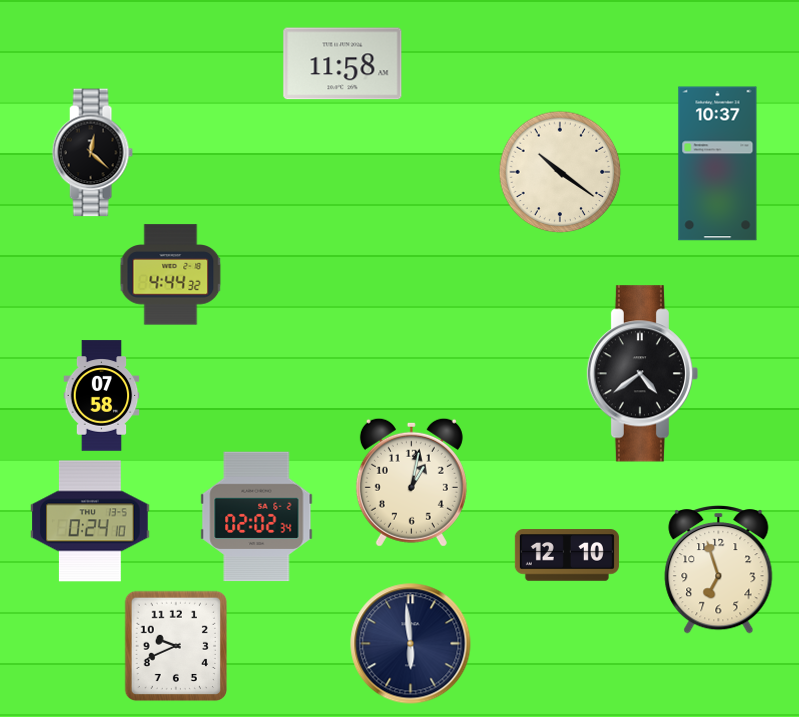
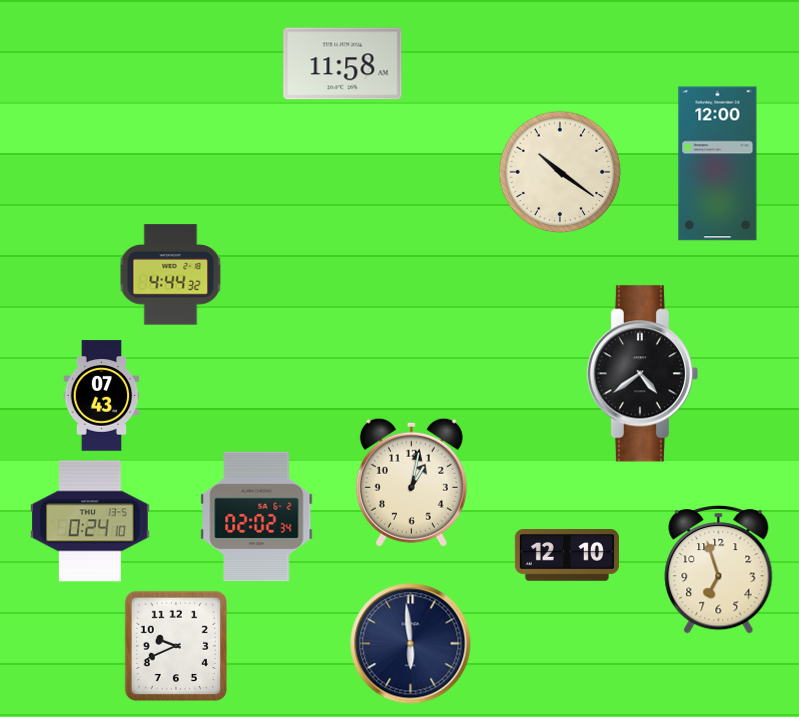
clock at (92, 153): 12:22 -> none
clock at (718, 164): 10:37 -> 12:00
clock at (102, 396): 07:58 -> 07:43
